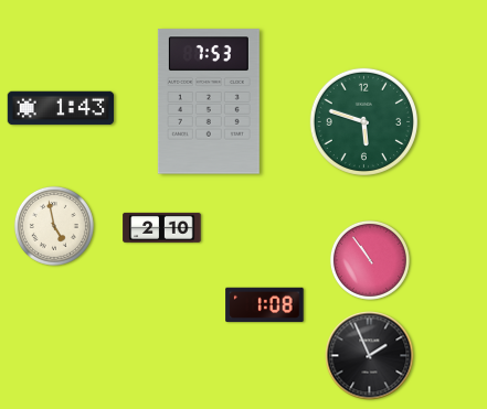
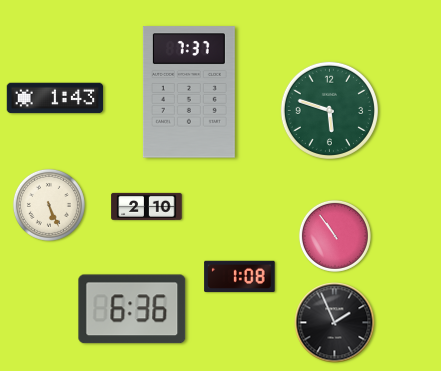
clock at (209, 101): 7:53 -> 7:37
clock at (54, 226): 4:58 -> 5:26
clock at (132, 309): none -> 6:36
